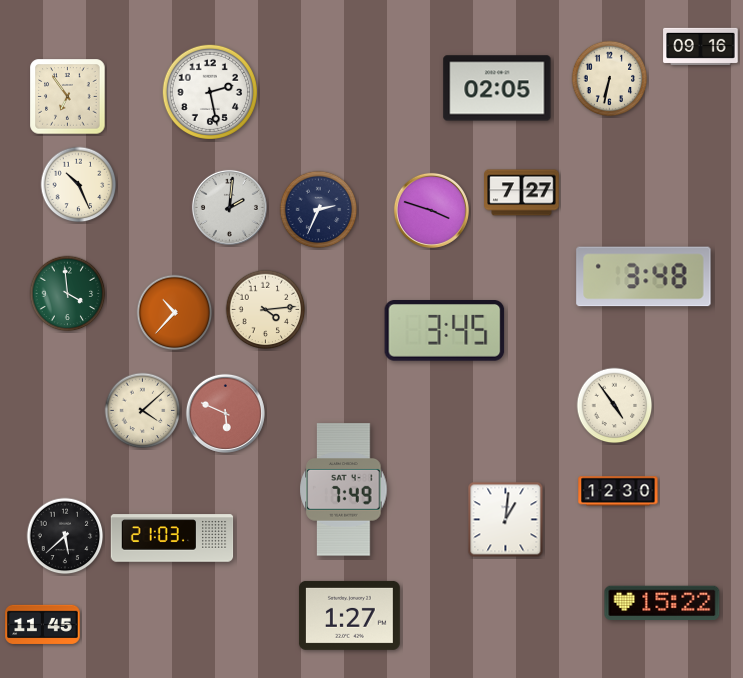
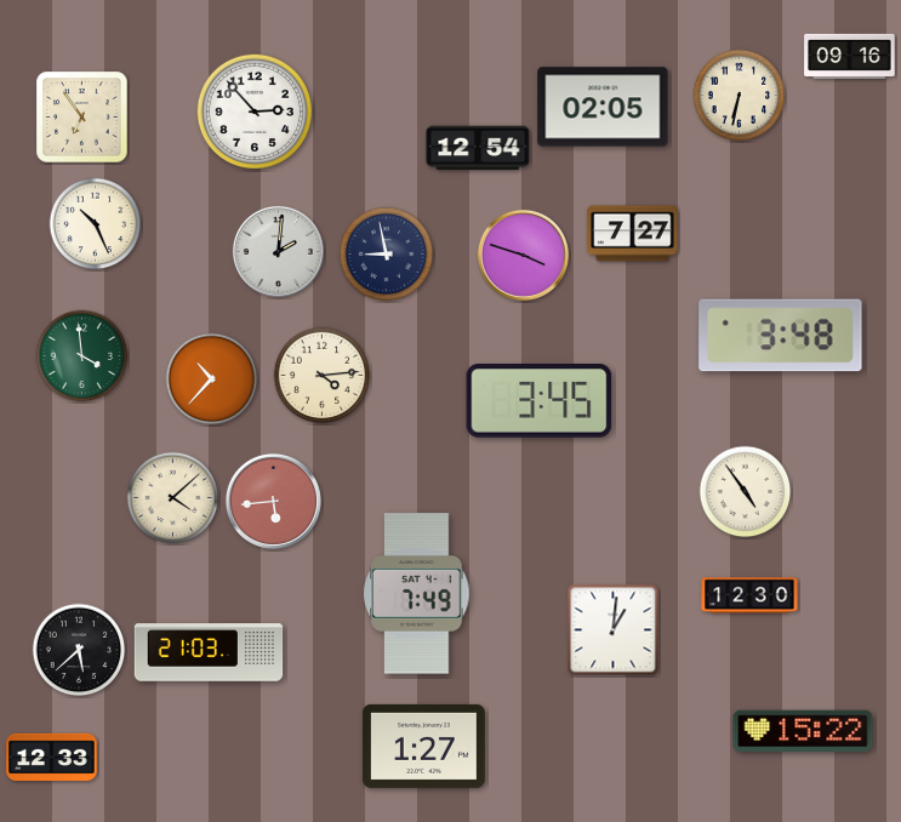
clock at (210, 92): 2:28 -> 2:53
clock at (478, 148): none -> 12:54
clock at (319, 210): 2:34 -> 8:58
clock at (225, 413): 5:49 -> 5:44
clock at (43, 625): 11:45 -> 12:33
